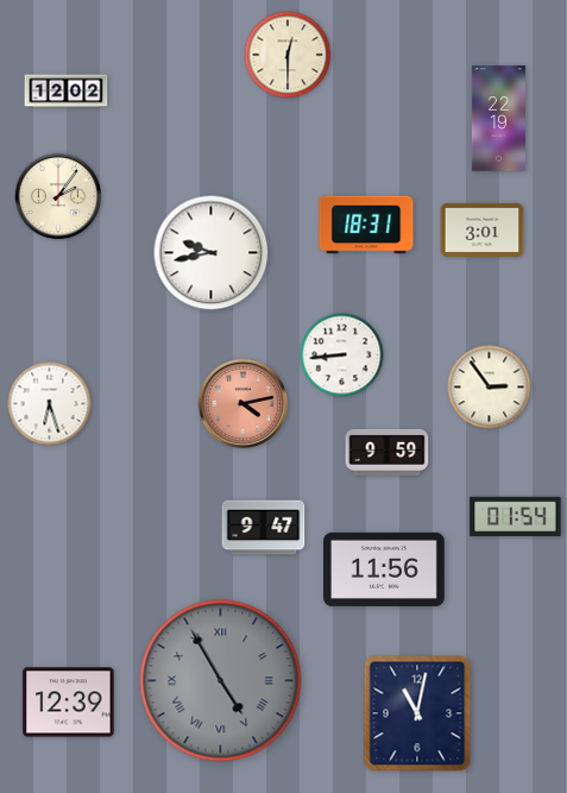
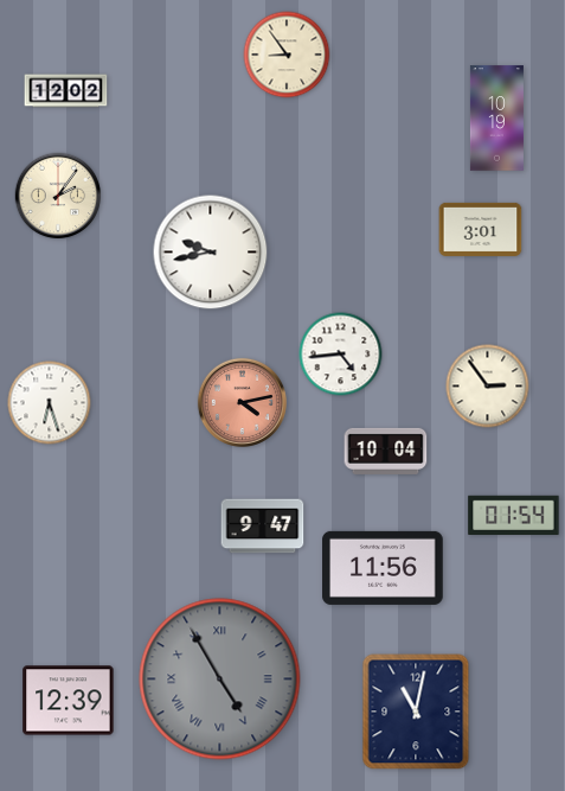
clock at (288, 55): 12:30 -> 8:54
clock at (498, 119): 22:19 -> 10:19
clock at (366, 225): 18:31 -> none
clock at (342, 355): 8:44 -> 4:44
clock at (388, 452): 9:59 -> 10:04
